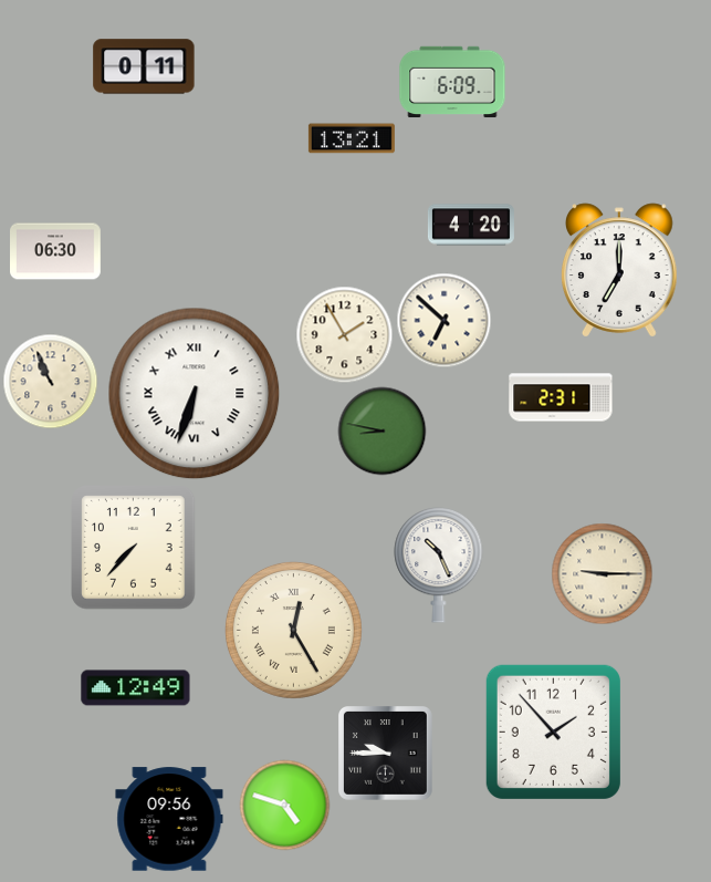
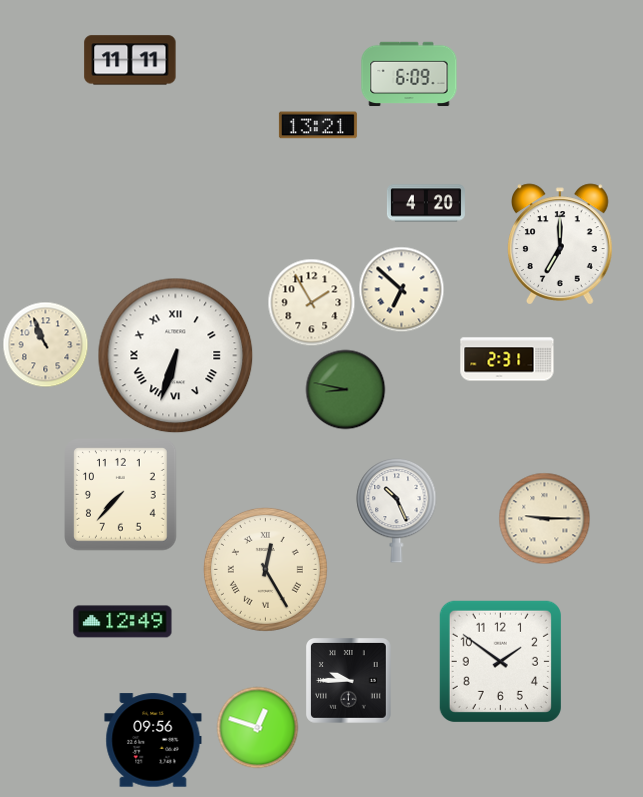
clock at (144, 66): 0:11 -> 11:11
clock at (56, 251): 06:30 -> none
clock at (553, 731): 1:53 -> 1:51
clock at (284, 805): 4:48 -> 12:48
